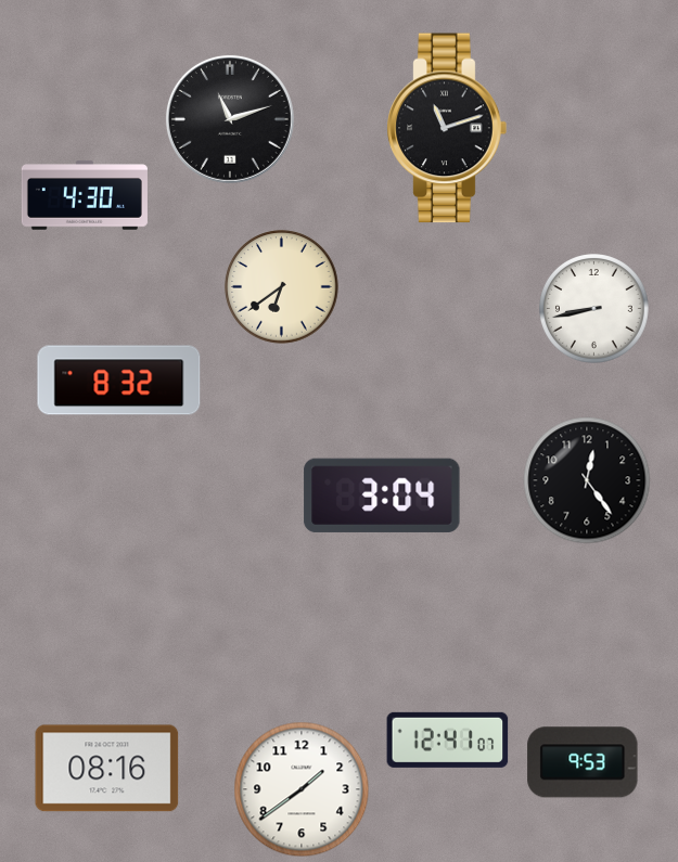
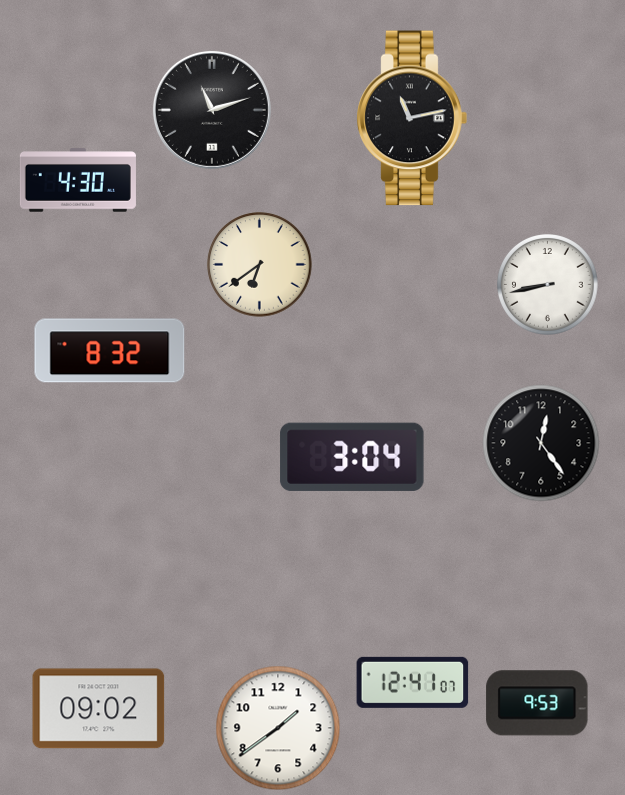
clock at (447, 128): 11:12 -> 11:13
clock at (107, 769): 08:16 -> 09:02
